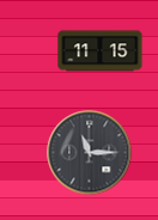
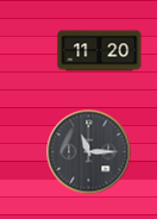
clock at (101, 51): 11:15 -> 11:20
